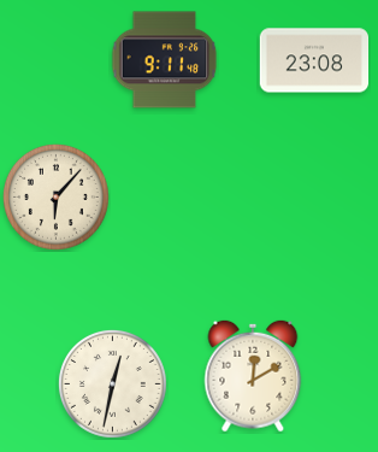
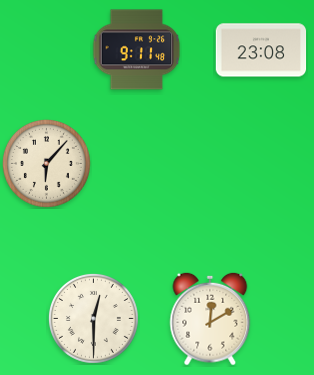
clock at (253, 376) position: (253, 376) -> (210, 319)
clock at (112, 383): 12:32 -> 12:30
